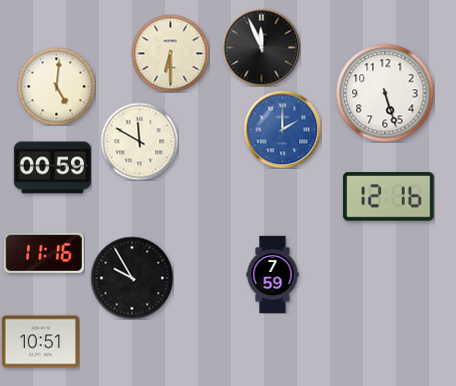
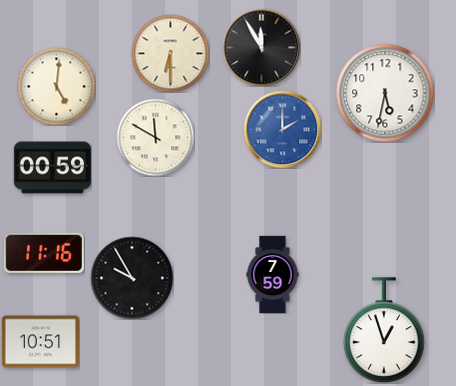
clock at (261, 47): 11:56 -> 11:55
clock at (385, 93): 5:27 -> 5:32
clock at (139, 141) position: (139, 141) -> (155, 137)
clock at (389, 197): 12:16 -> none
clock at (385, 330): none -> 12:57
